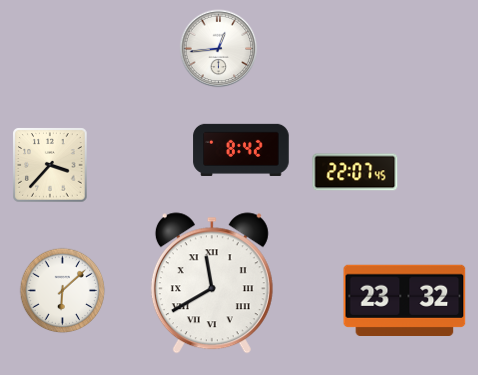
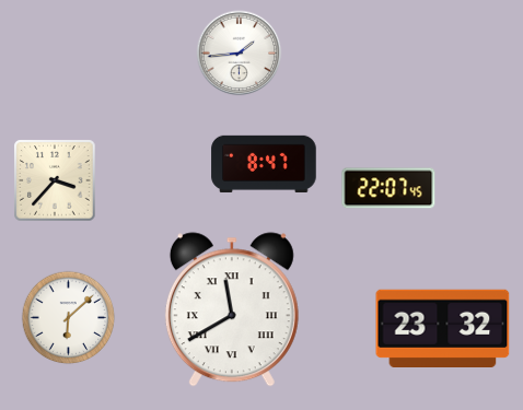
clock at (219, 49): 12:44 -> 1:44
clock at (241, 150): 8:42 -> 8:47
